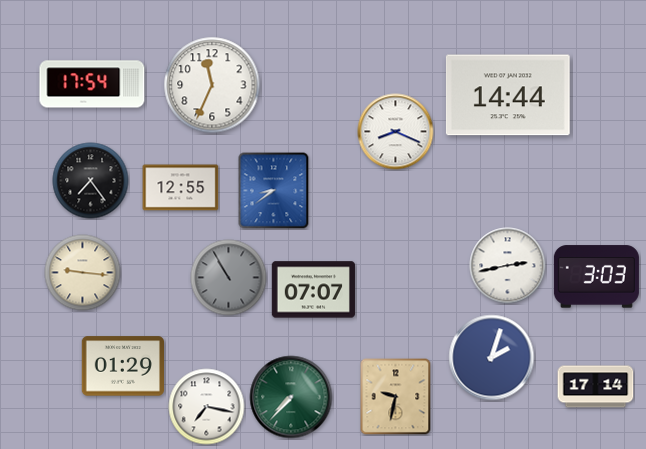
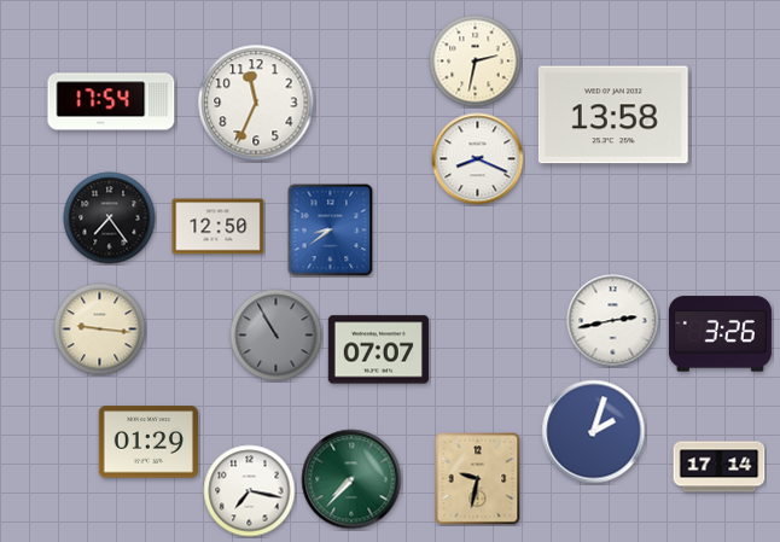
clock at (476, 62): none -> 2:32
clock at (508, 95): 14:44 -> 13:58
clock at (181, 188): 12:55 -> 12:50
clock at (596, 277): 3:03 -> 3:26
